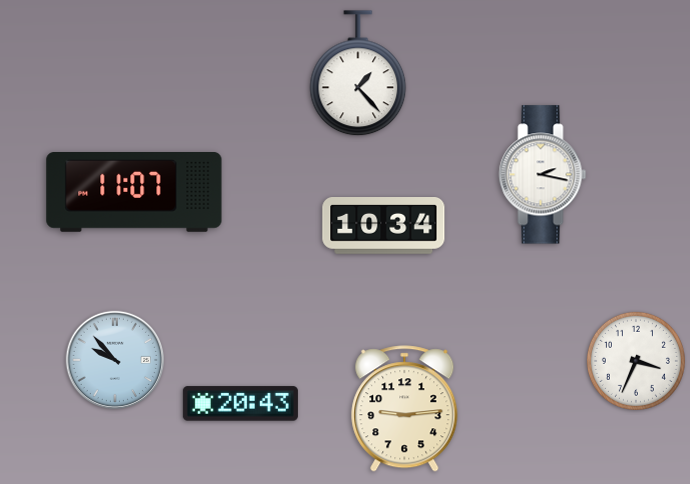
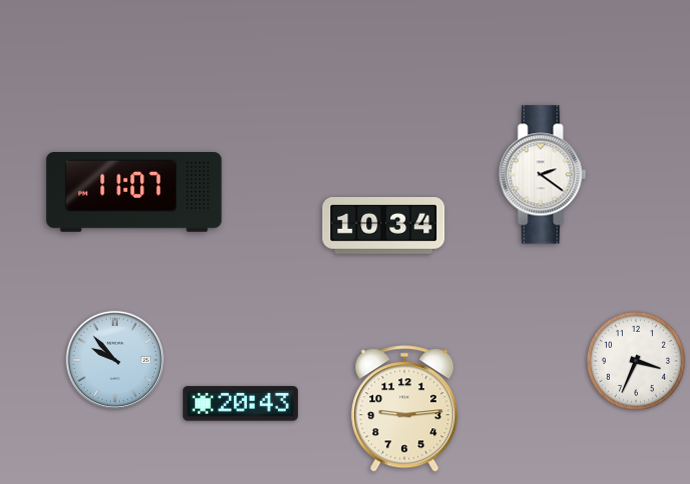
clock at (358, 74): 1:23 -> none
clock at (543, 175): 2:17 -> 2:21
